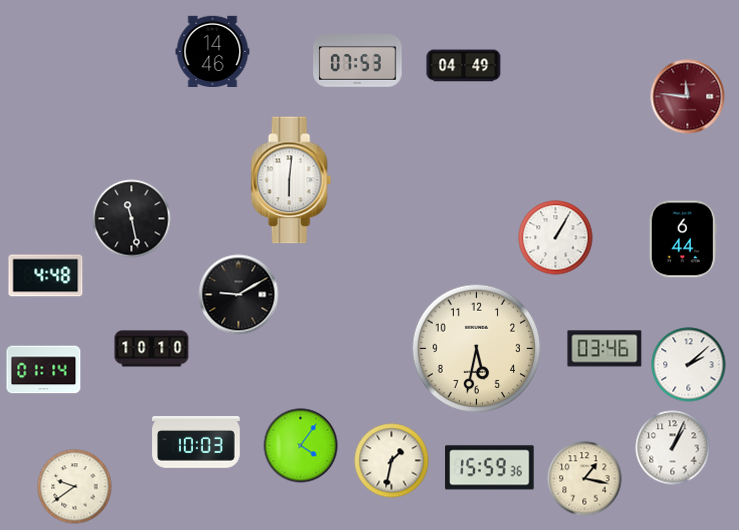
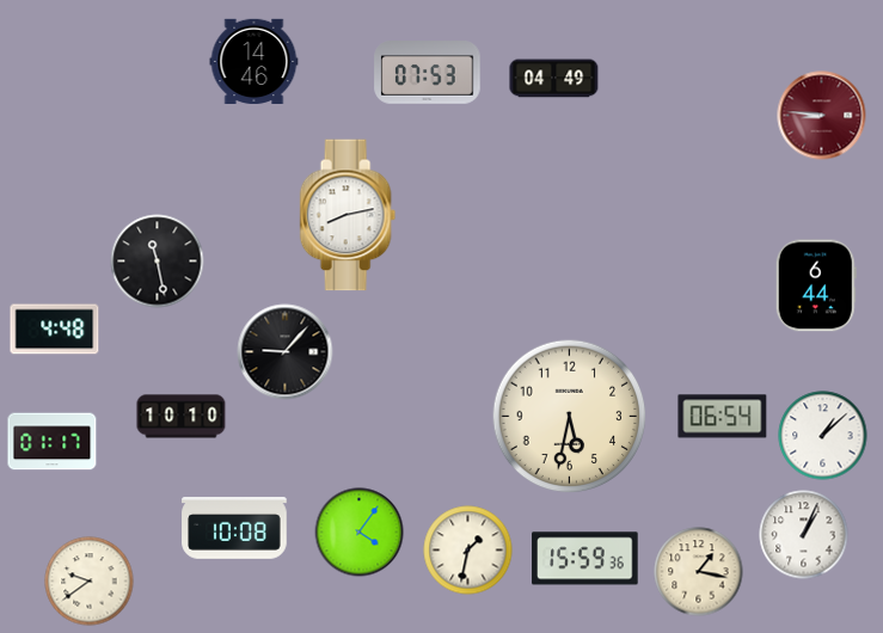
clock at (688, 97): 11:46 -> 8:46
clock at (291, 180): 6:01 -> 8:13
clock at (556, 238): 1:05 -> none
clock at (239, 295): 9:10 -> 9:07
clock at (605, 349): 03:46 -> 06:54
clock at (689, 365): 2:08 -> 1:08
clock at (44, 370): 01:14 -> 01:17
clock at (196, 442): 10:03 -> 10:08
